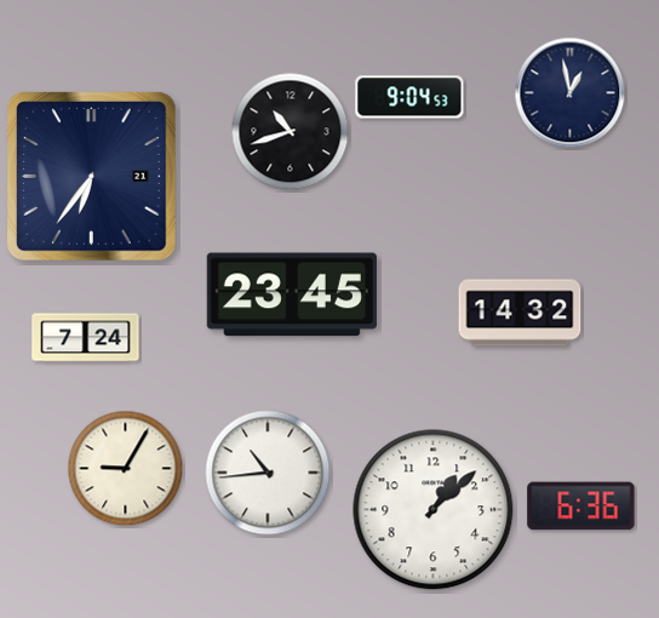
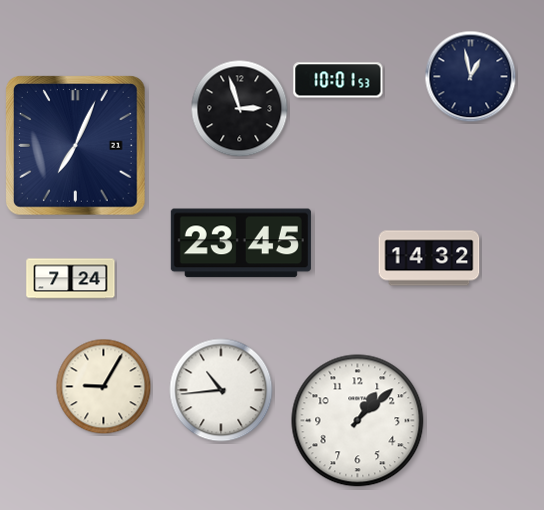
clock at (409, 97): 9:04 -> 10:01
clock at (291, 132): 10:42 -> 2:57
clock at (92, 177): 6:36 -> 7:04
clock at (581, 507): 6:36 -> none
